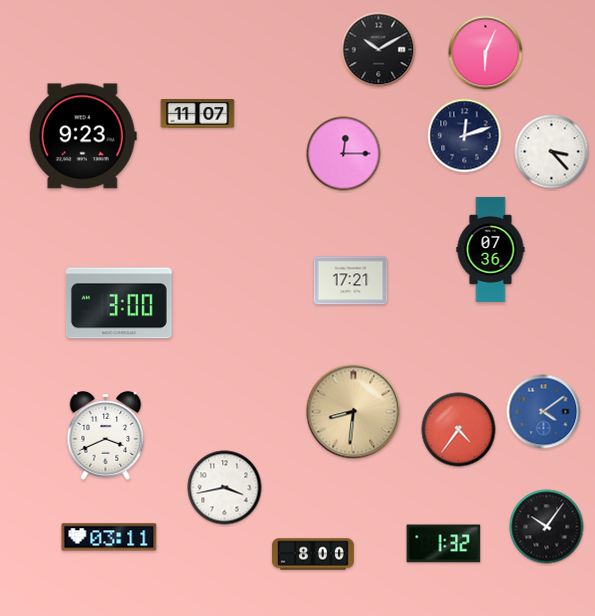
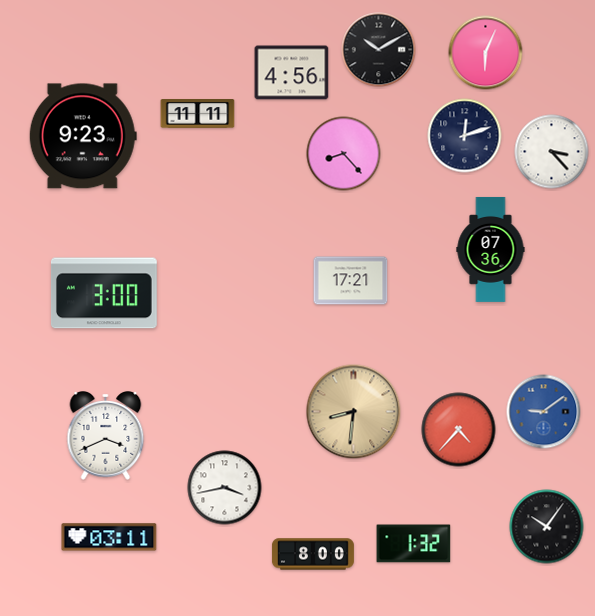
clock at (292, 73): none -> 4:56
clock at (198, 114): 11:07 -> 11:11
clock at (344, 154): 12:15 -> 8:23
clock at (119, 303) position: (119, 303) -> (104, 293)
clock at (544, 412): 4:09 -> 9:09
clock at (459, 430): 4:36 -> 4:37
clock at (444, 544) position: (444, 544) -> (414, 544)
